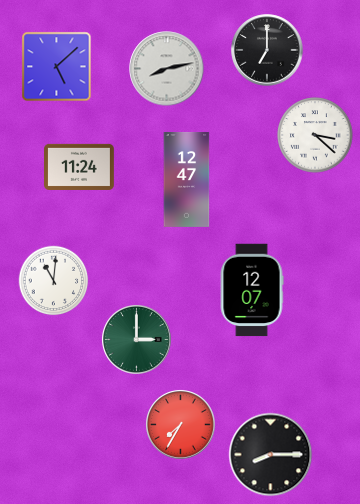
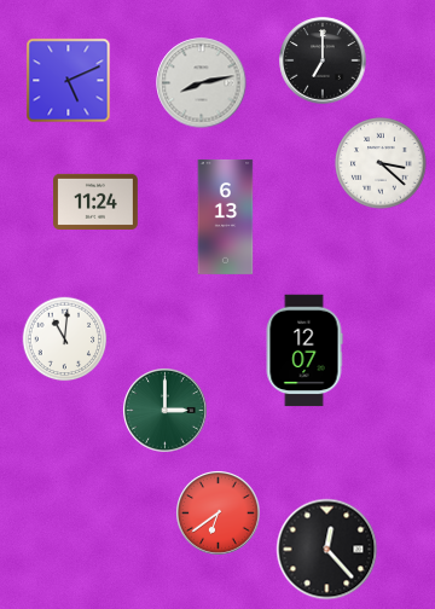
clock at (57, 67): 5:08 -> 5:11
clock at (187, 179): 12:47 -> 6:13
clock at (181, 425): 7:35 -> 6:39
clock at (271, 455): 8:15 -> 12:23
